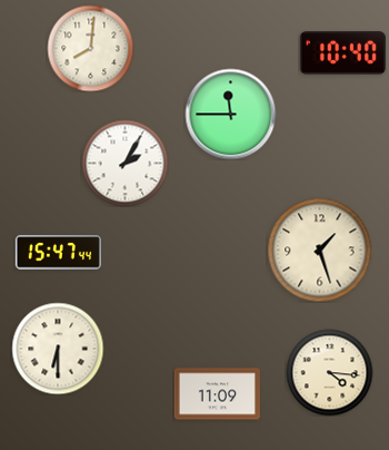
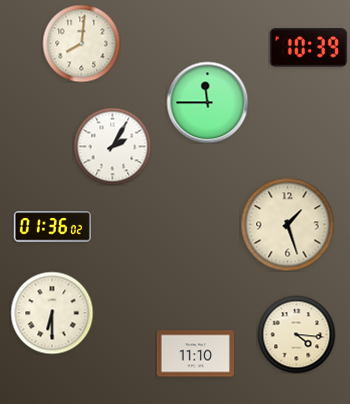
clock at (342, 53): 10:40 -> 10:39
clock at (58, 253): 15:47 -> 01:36
clock at (217, 394): 11:09 -> 11:10
